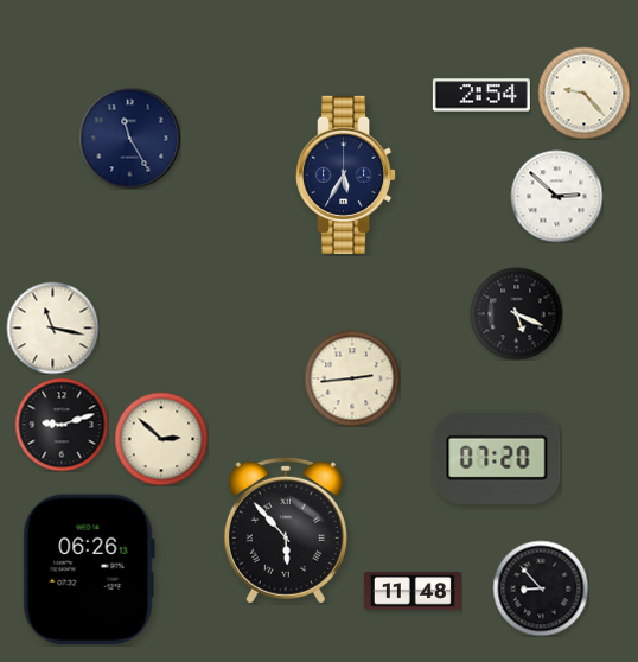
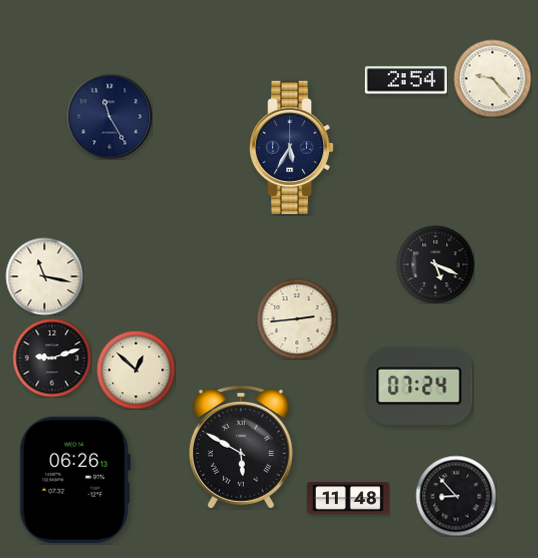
clock at (556, 196): 2:52 -> none
clock at (161, 439): 2:52 -> 12:52
clock at (497, 458): 07:20 -> 07:24
clock at (286, 530): 5:53 -> 5:50
